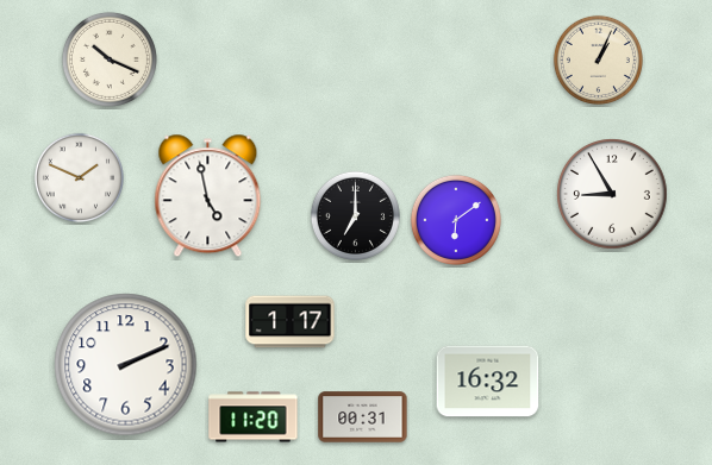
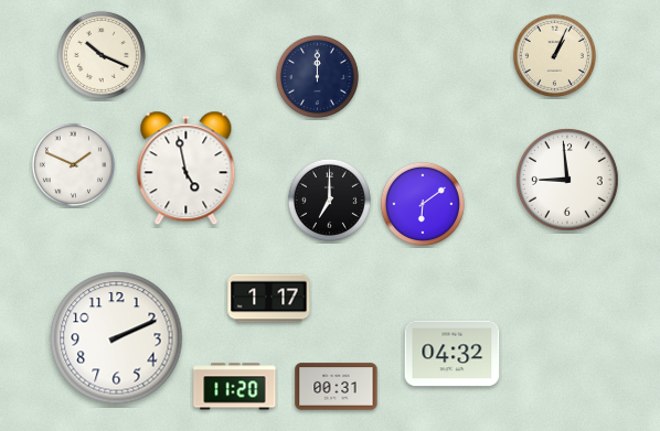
clock at (317, 76): none -> 12:00
clock at (613, 195): 8:55 -> 8:59
clock at (208, 196) position: (208, 196) -> (187, 169)
clock at (488, 382): 16:32 -> 04:32
